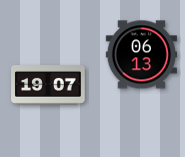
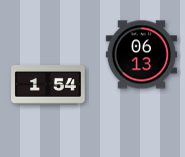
clock at (48, 86): 19:07 -> 1:54
